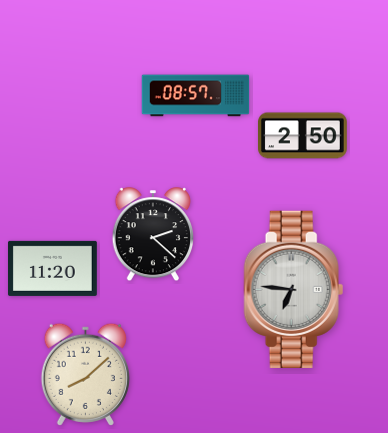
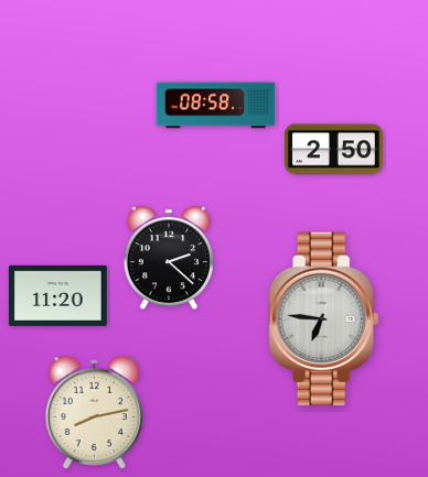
clock at (196, 96): 08:57 -> 08:58
clock at (85, 374): 8:08 -> 8:13
